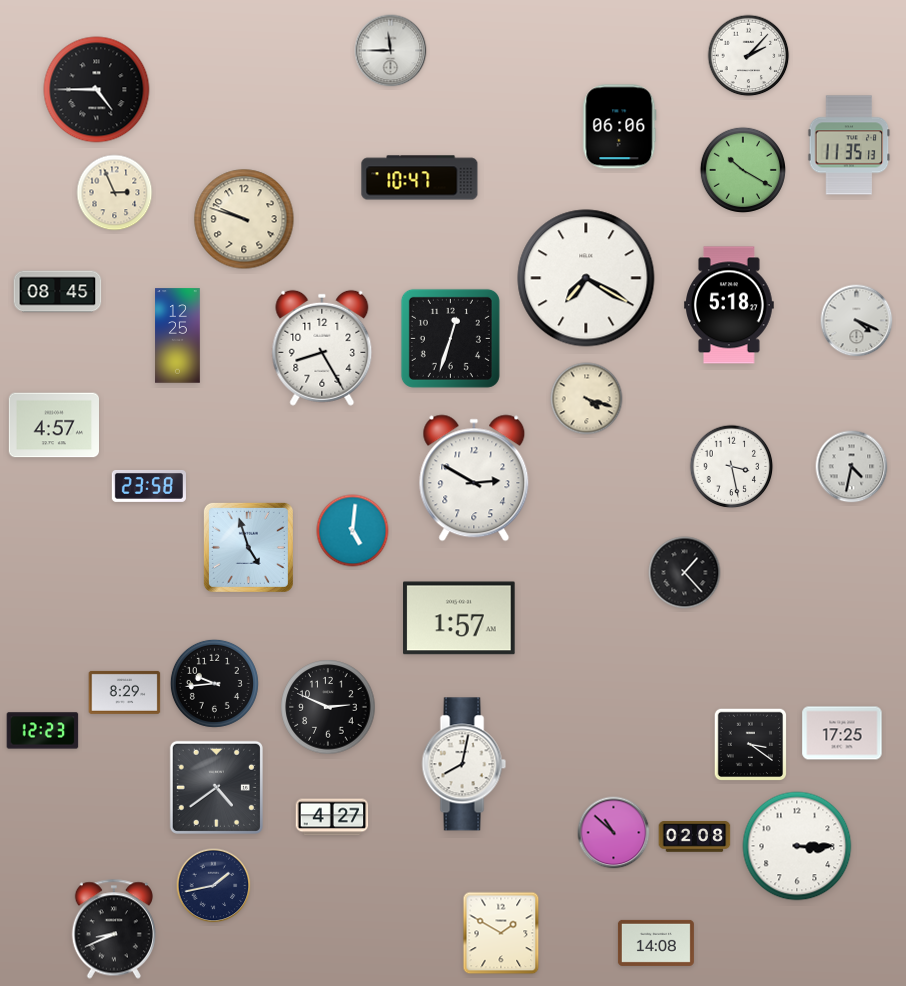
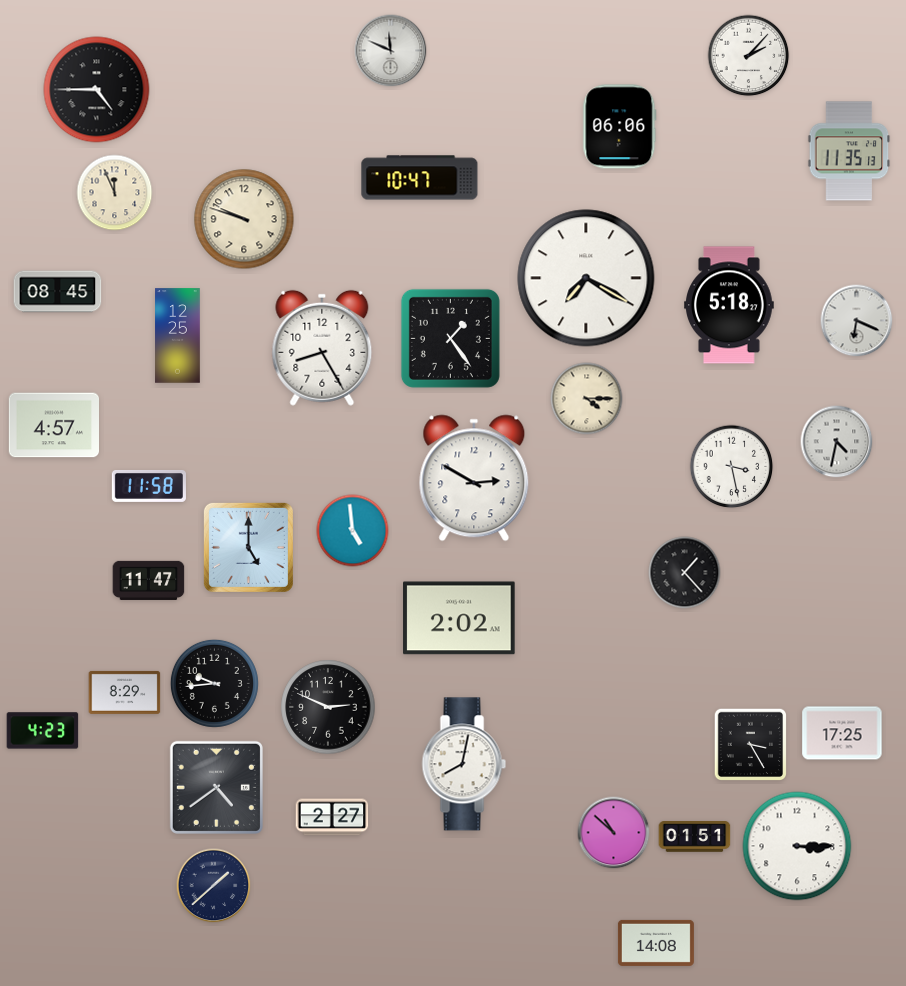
clock at (391, 51): 11:45 -> 11:49
clock at (849, 145) position: (849, 145) -> (849, 151)
clock at (743, 170): 10:20 -> none
clock at (115, 193): 2:56 -> 11:56
clock at (857, 321): 4:19 -> 6:19
clock at (450, 338): 12:33 -> 1:24
clock at (587, 399): 4:18 -> 4:15
clock at (852, 467) position: (852, 467) -> (837, 442)
clock at (149, 486): 23:58 -> 11:58
clock at (353, 531): 5:01 -> 4:59
clock at (248, 547): 4:57 -> 5:00
clock at (149, 580): none -> 11:47
clock at (459, 618): 1:57 -> 2:02
clock at (43, 731): 12:23 -> 4:23
clock at (750, 744): 3:21 -> 3:25
clock at (332, 817): 4:27 -> 2:27
clock at (695, 837): 02:08 -> 01:51
clock at (214, 886): 1:43 -> 1:38
clock at (114, 929): 8:41 -> none
clock at (501, 933): 1:50 -> none
